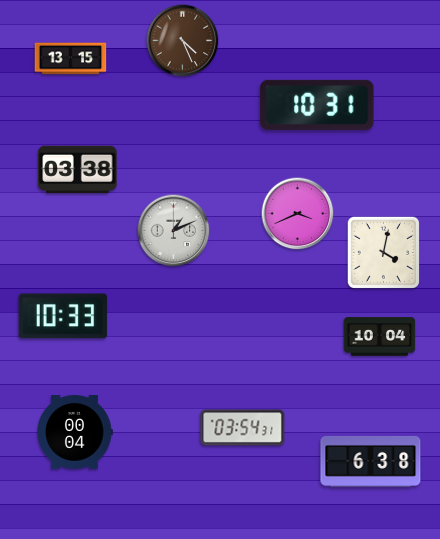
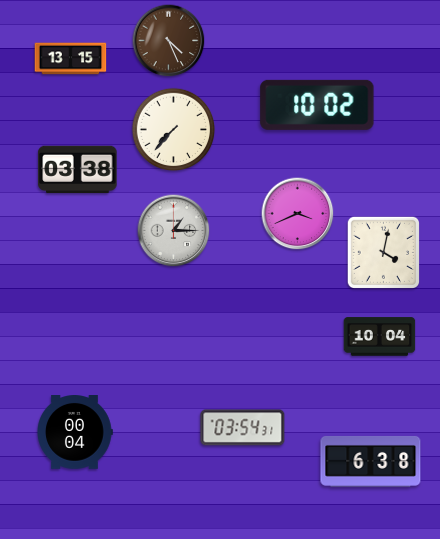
clock at (183, 41) position: (183, 41) -> (169, 41)
clock at (317, 105): 10:31 -> 10:02
clock at (174, 130): none -> 7:37
clock at (174, 231): 1:11 -> 1:15
clock at (63, 316): 10:33 -> none
